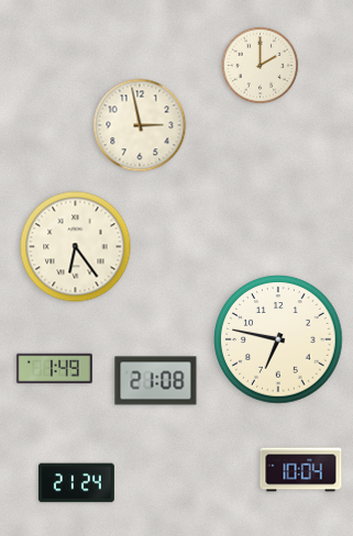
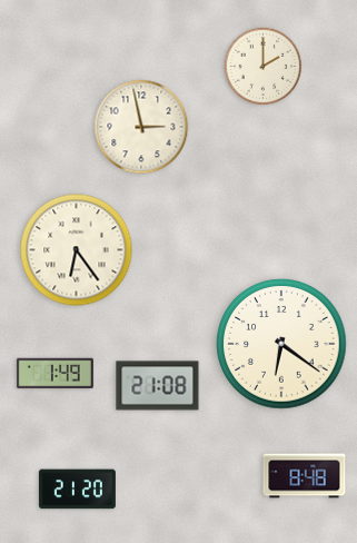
clock at (278, 339): 6:47 -> 6:21
clock at (301, 470): 10:04 -> 8:48
clock at (76, 483): 21:24 -> 21:20
